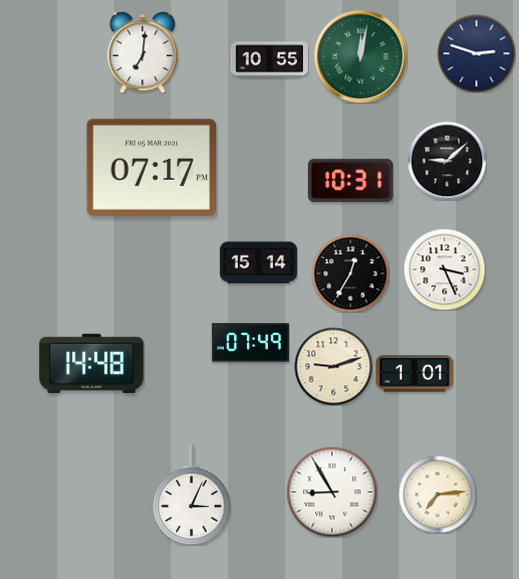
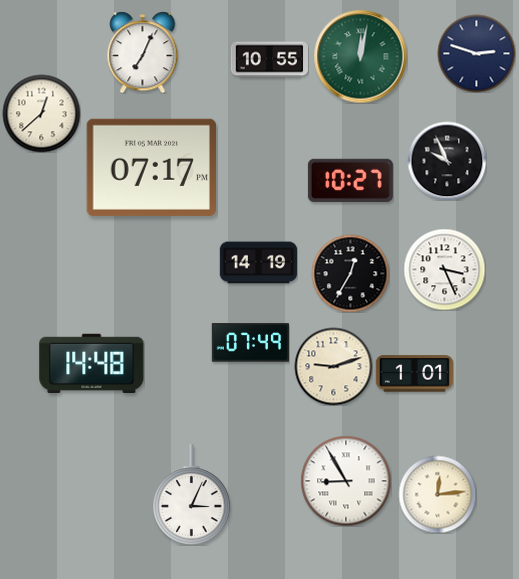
clock at (143, 52): 7:01 -> 7:04
clock at (41, 113): none -> 12:38
clock at (447, 161): 9:08 -> 9:56
clock at (350, 180): 10:31 -> 10:27
clock at (258, 263): 15:14 -> 14:19
clock at (332, 492) position: (332, 492) -> (346, 481)
clock at (437, 494): 7:14 -> 12:14
